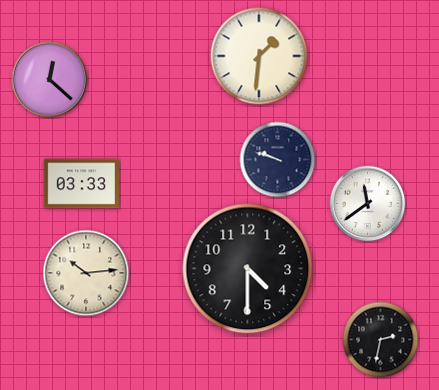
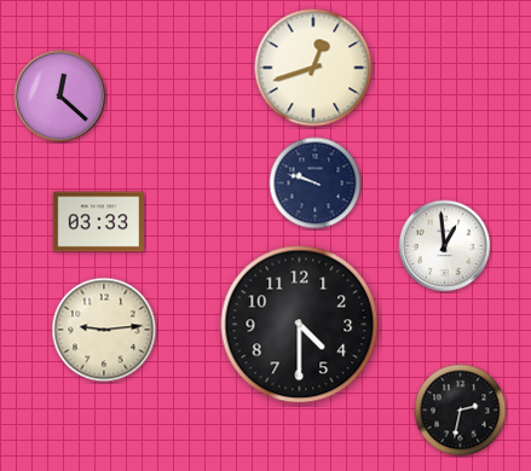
clock at (259, 56): 1:31 -> 12:42
clock at (278, 160) position: (278, 160) -> (316, 184)
clock at (368, 204): 11:39 -> 12:59
clock at (86, 273): 10:14 -> 9:14
